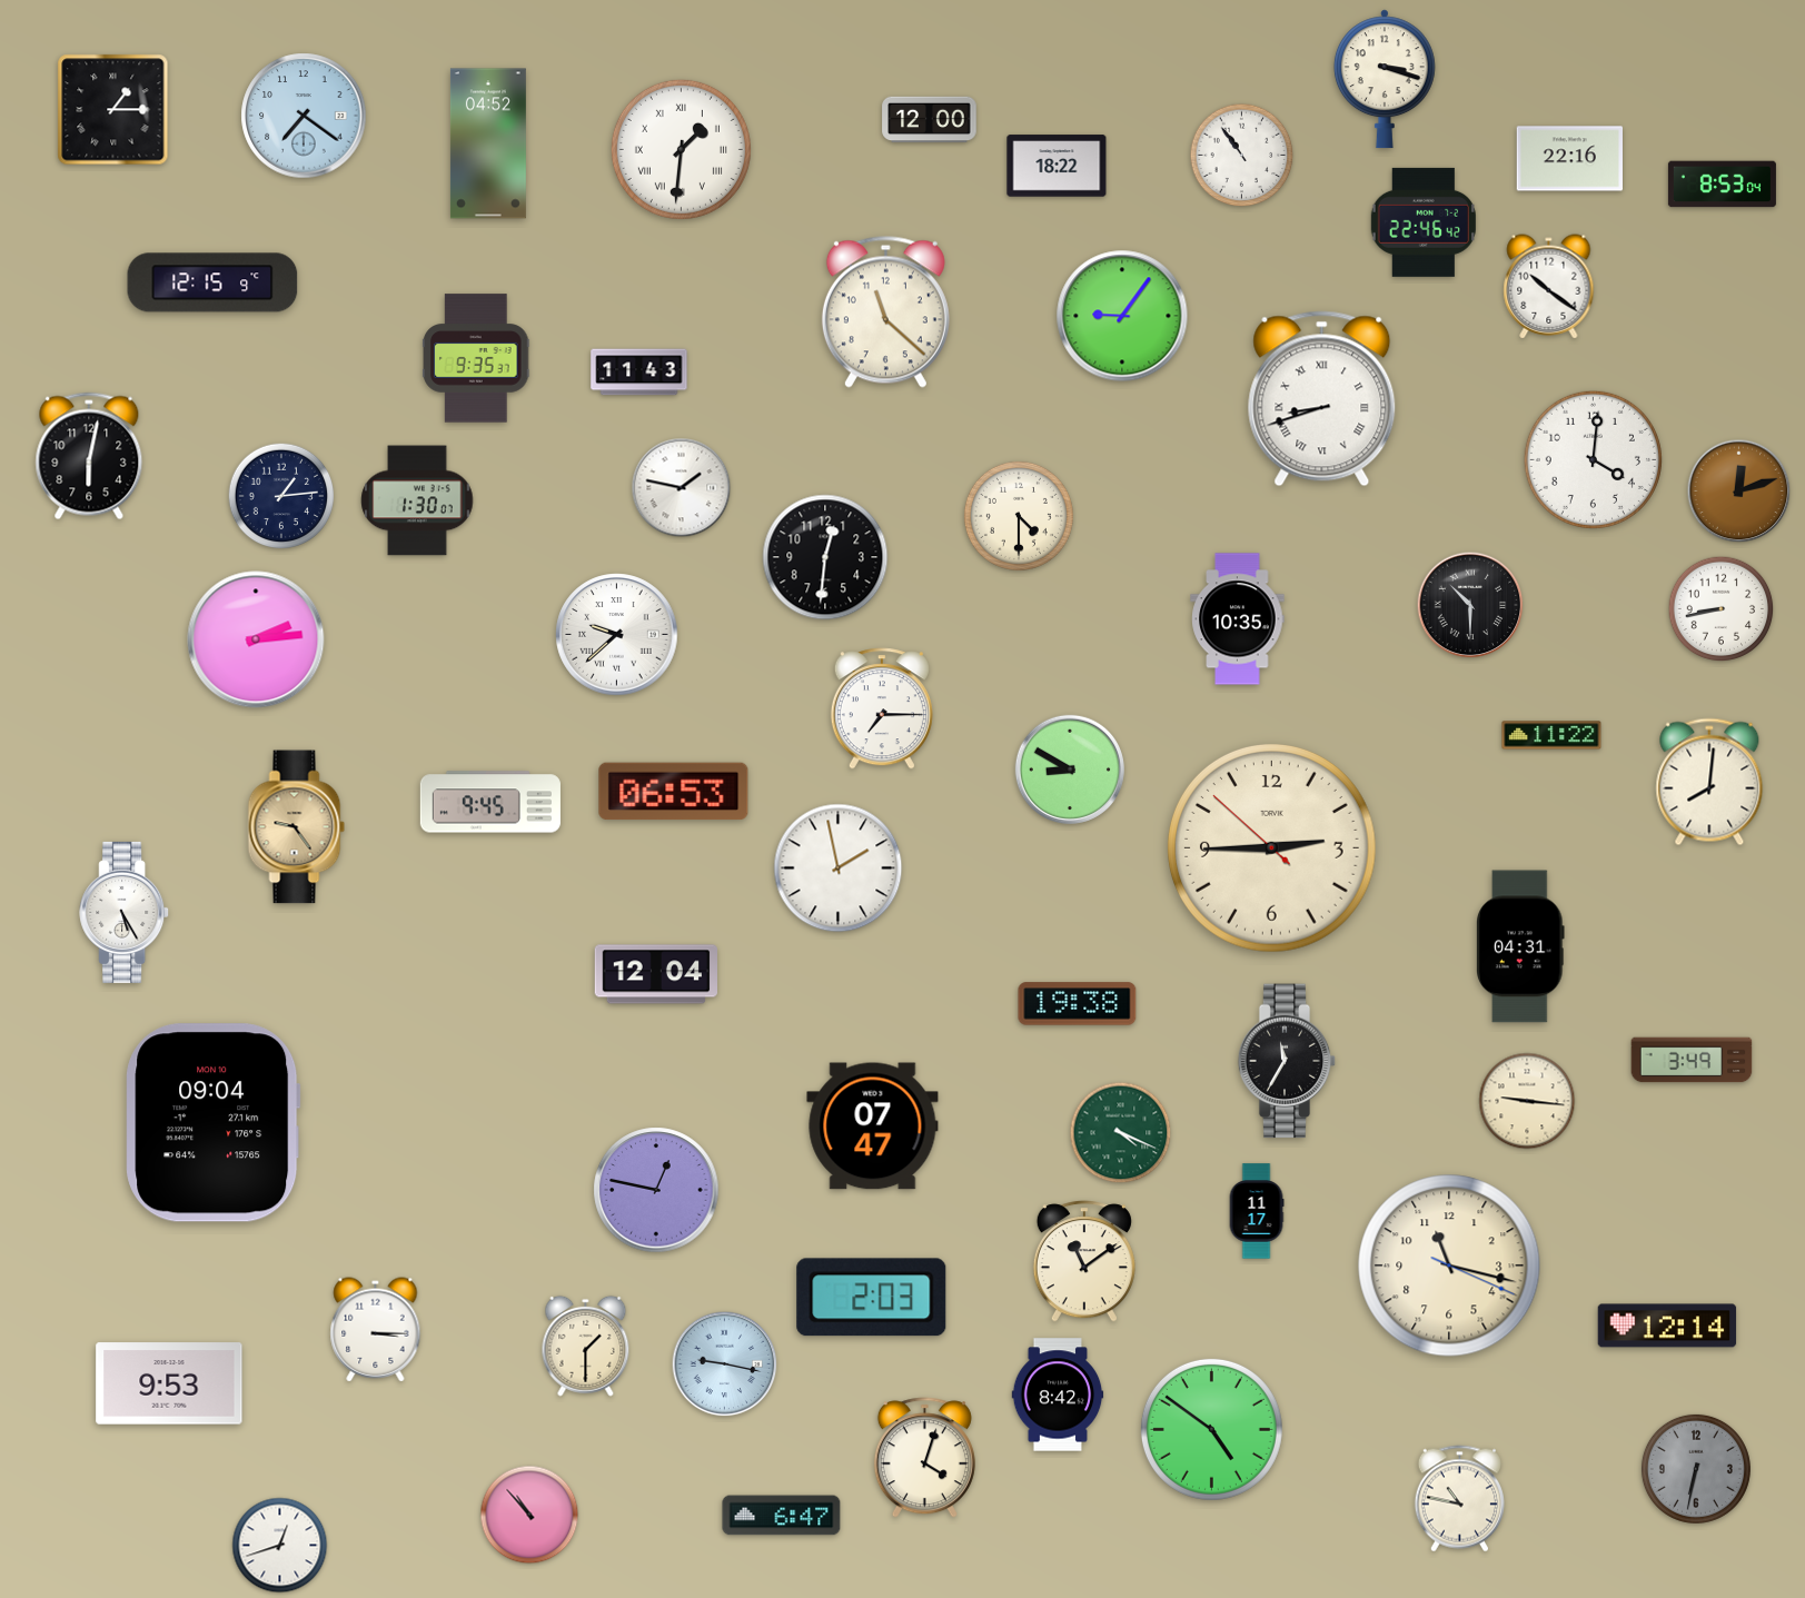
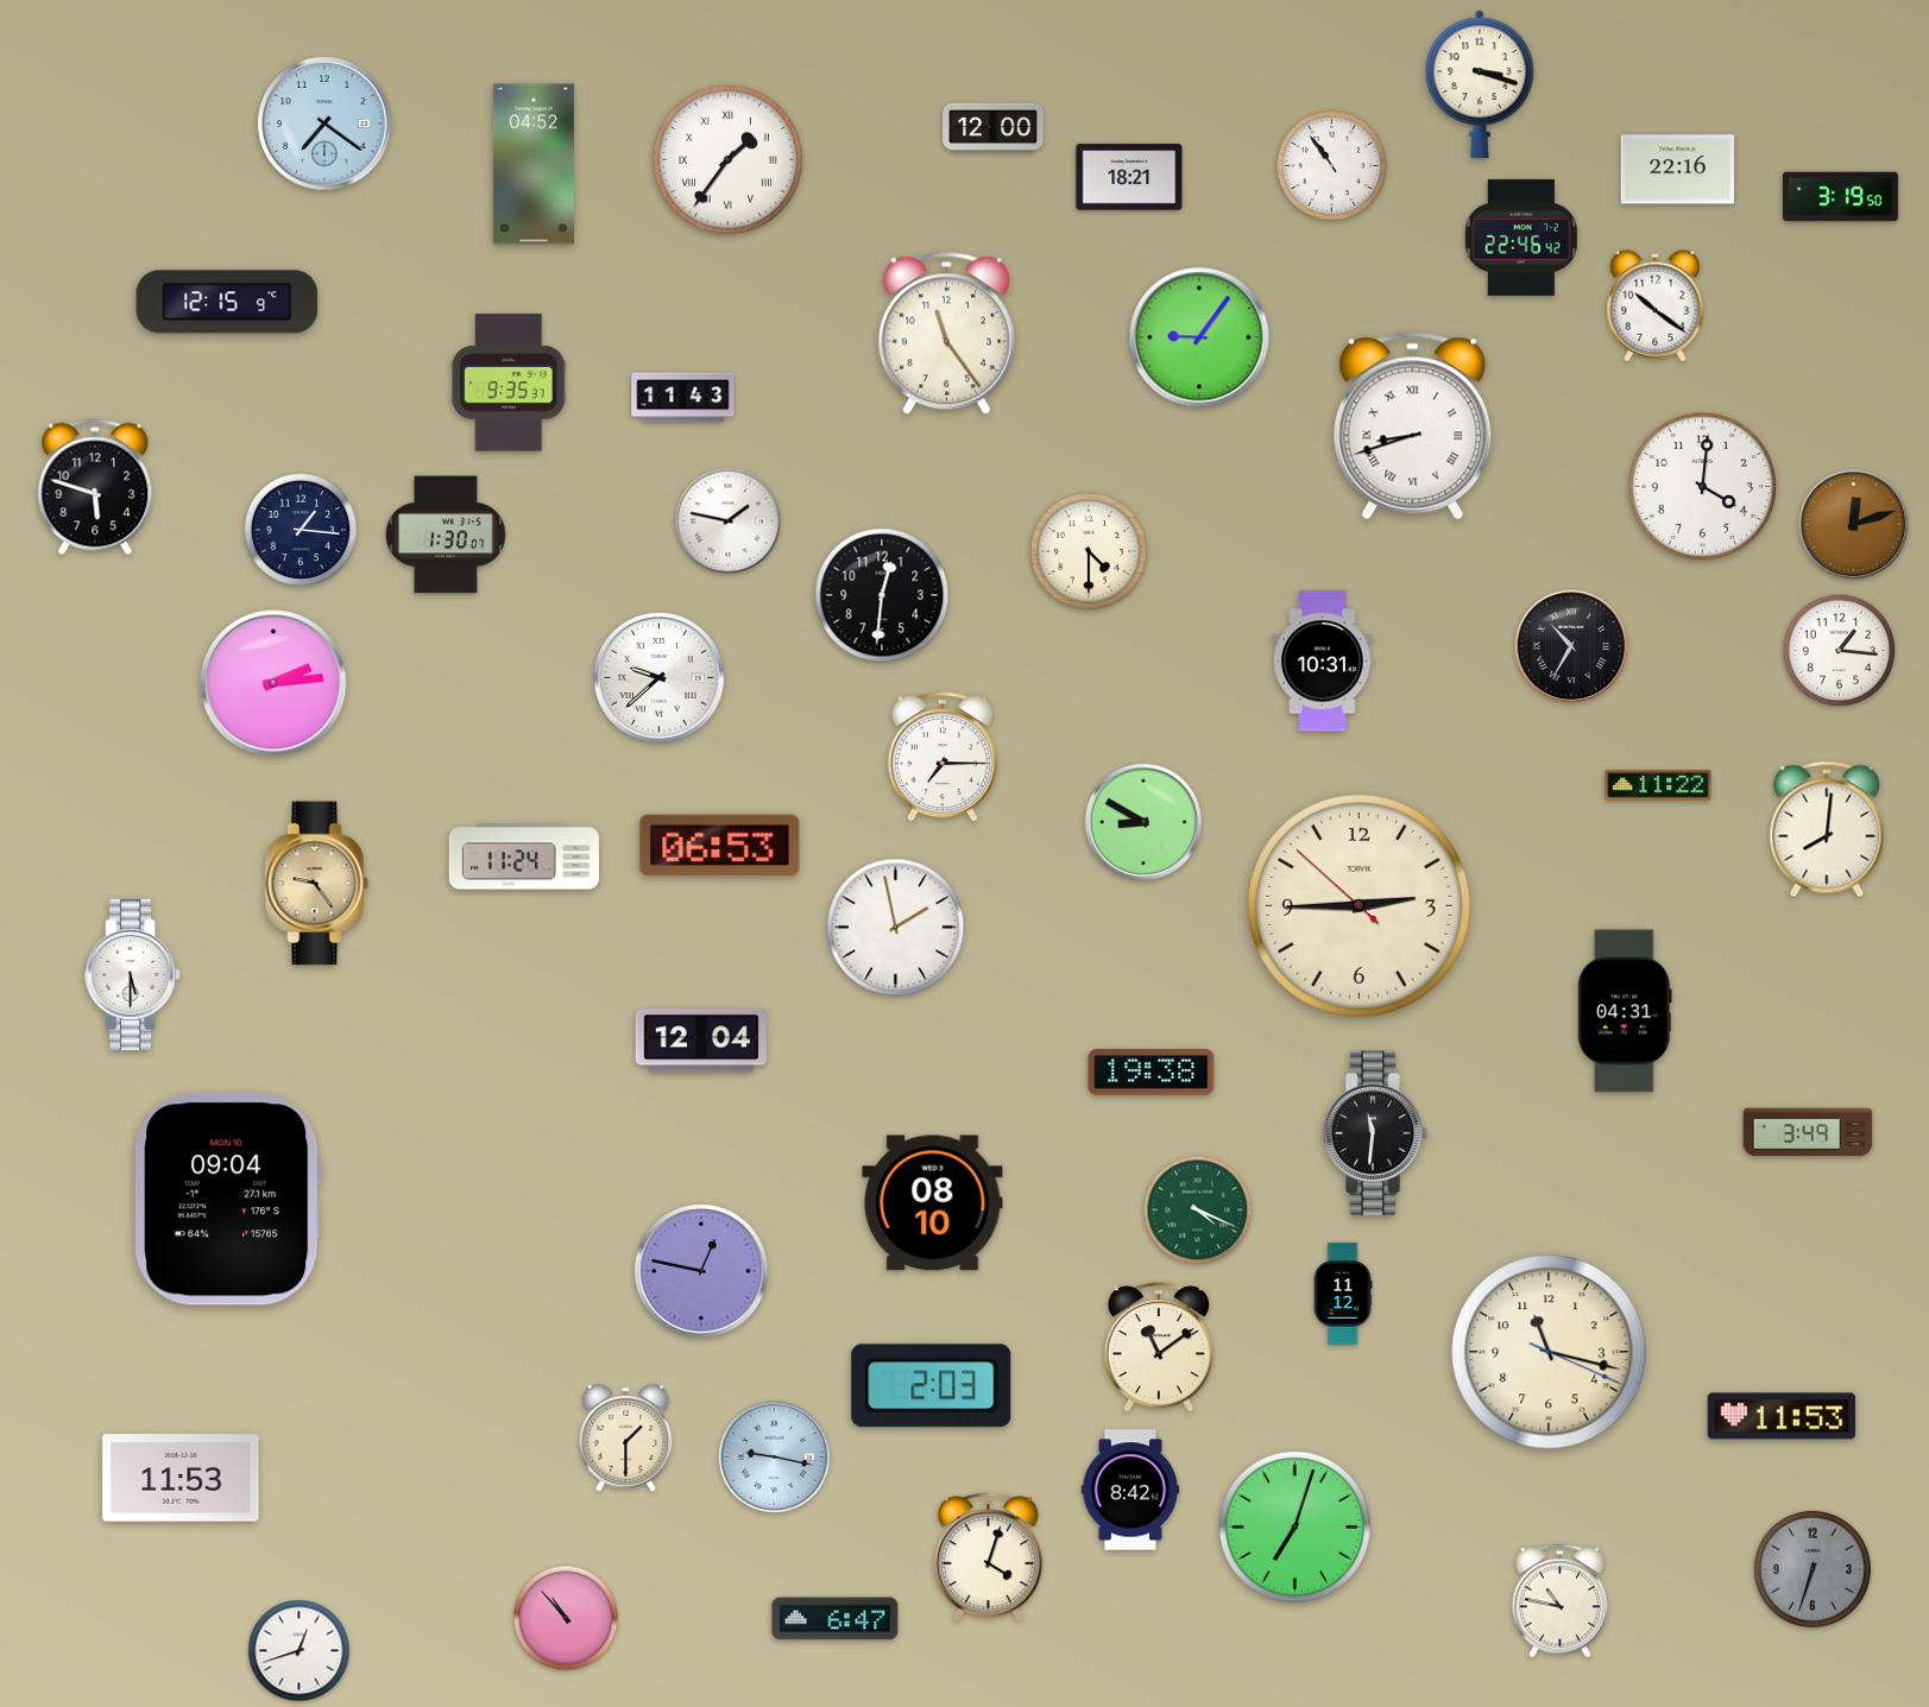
clock at (113, 110): 1:15 -> none
clock at (488, 143) position: (488, 143) -> (534, 164)
clock at (681, 149): 1:31 -> 1:36
clock at (1242, 156) position: (1242, 156) -> (1332, 166)
clock at (1057, 166): 18:22 -> 18:21
clock at (1722, 185): 8:53 -> 3:19
clock at (885, 311): 11:22 -> 11:24
clock at (89, 456): 6:02 -> 5:48
clock at (1593, 459) position: (1593, 459) -> (1702, 486)
clock at (1739, 492) position: (1739, 492) -> (1854, 525)
clock at (281, 496): 1:14 -> 1:16
clock at (1470, 605): 10:30 -> 10:35
clock at (1722, 609): 8:43 -> 1:16
clock at (1238, 619): 10:35 -> 10:31
clock at (1709, 782) position: (1709, 782) -> (1827, 829)
clock at (490, 802): 9:45 -> 11:24
clock at (125, 912): 5:25 -> 5:30
clock at (1287, 1061): 11:35 -> 11:31
clock at (1527, 1101): 9:16 -> none
clock at (873, 1126): 07:47 -> 08:10
clock at (1257, 1211): 11:17 -> 11:12
clock at (1667, 1326): 12:14 -> 11:53
clock at (376, 1330): 3:15 -> none
clock at (169, 1383): 9:53 -> 11:53
clock at (1211, 1429): 4:51 -> 7:03
clock at (1696, 1469): 6:32 -> 6:33
